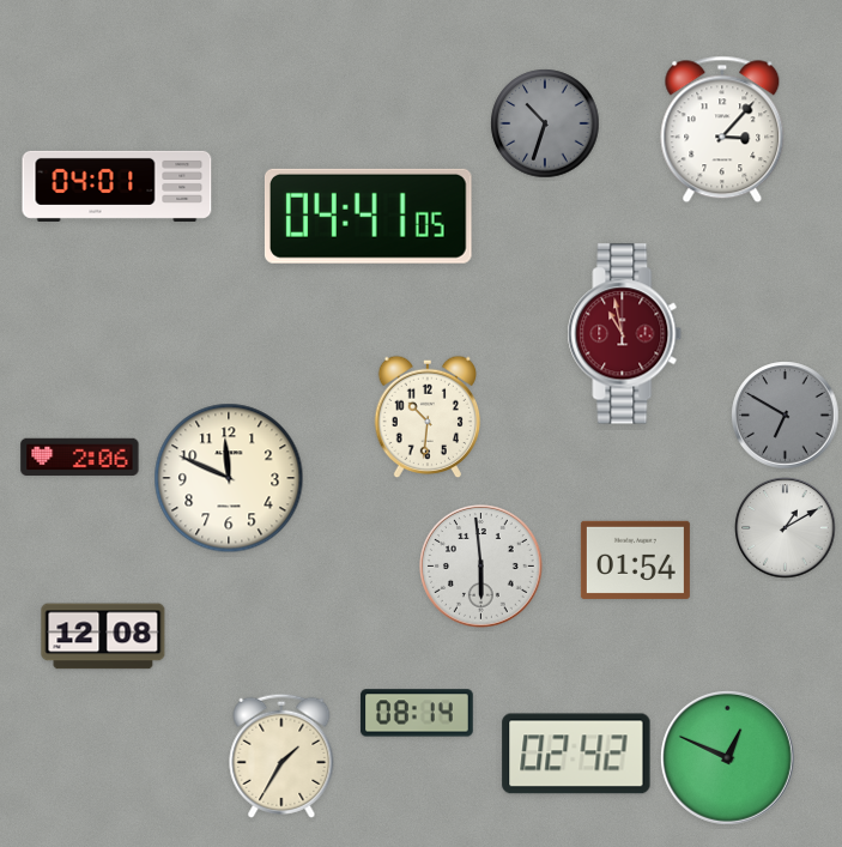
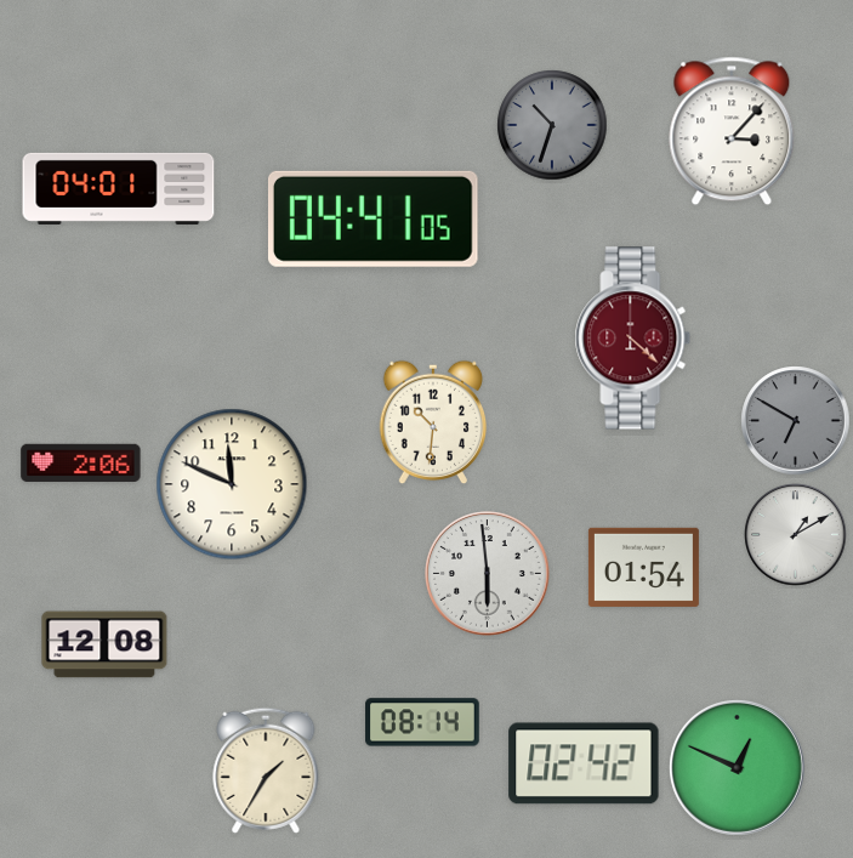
clock at (625, 334): 10:58 -> 4:22
clock at (281, 756) position: (281, 756) -> (266, 771)
